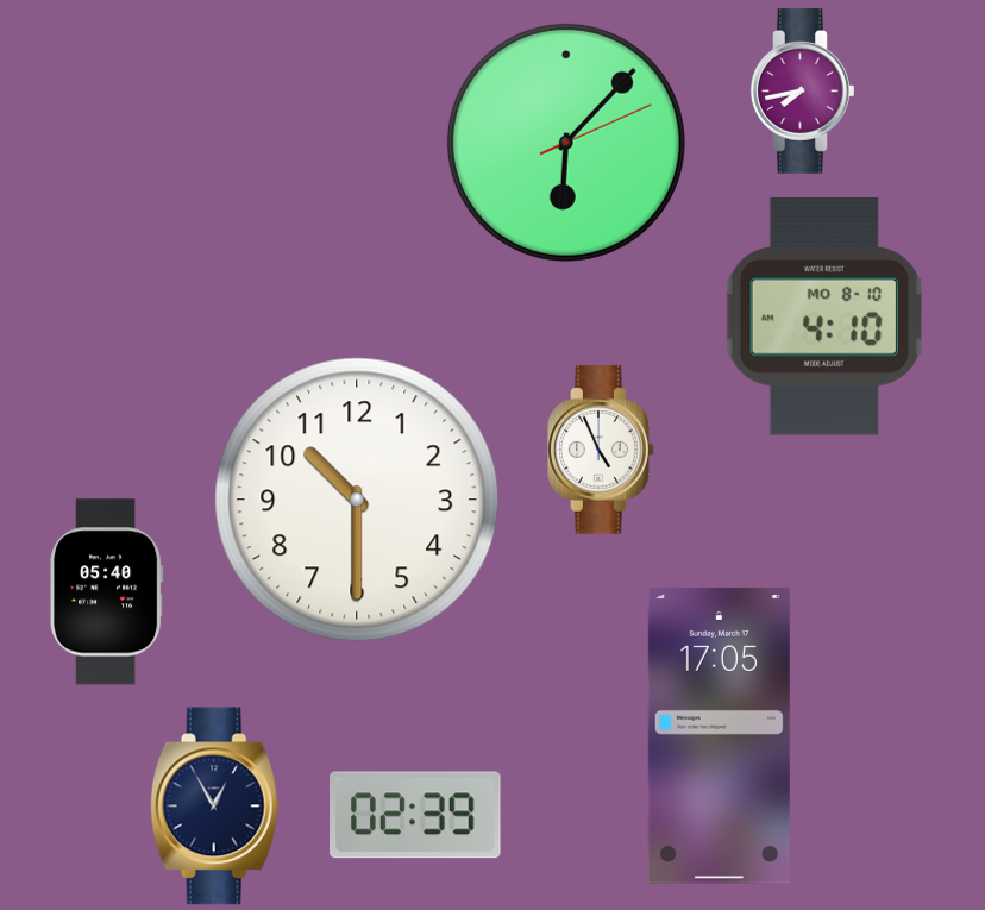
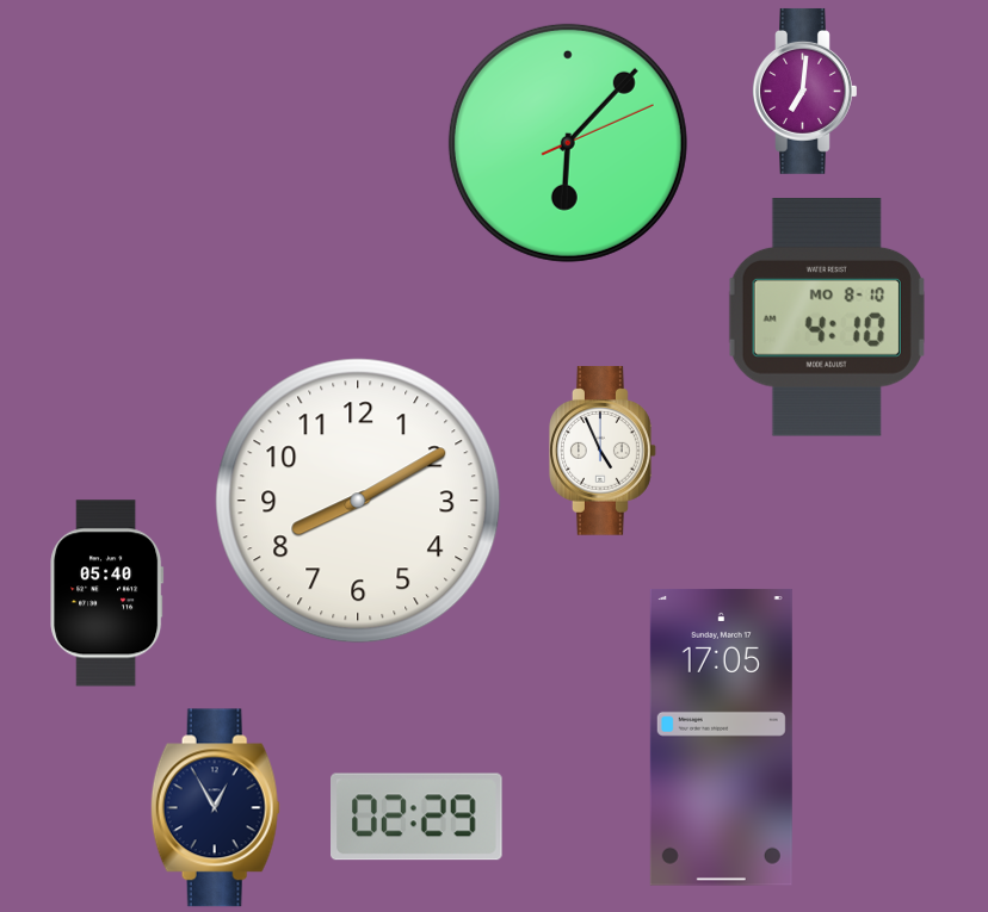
clock at (803, 90): 7:43 -> 7:01
clock at (357, 500): 10:30 -> 8:10
clock at (416, 815): 02:39 -> 02:29
